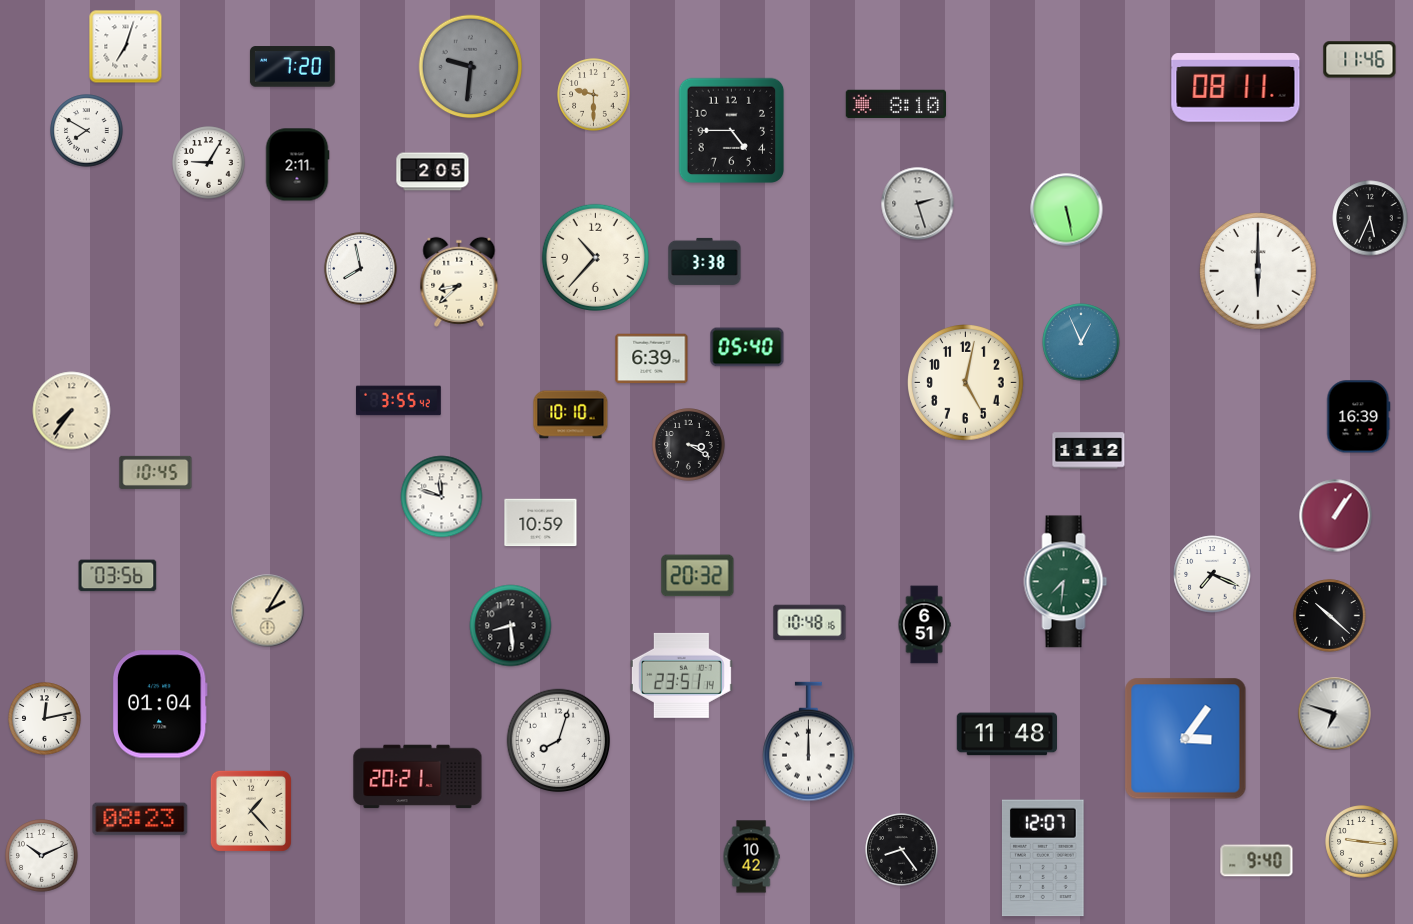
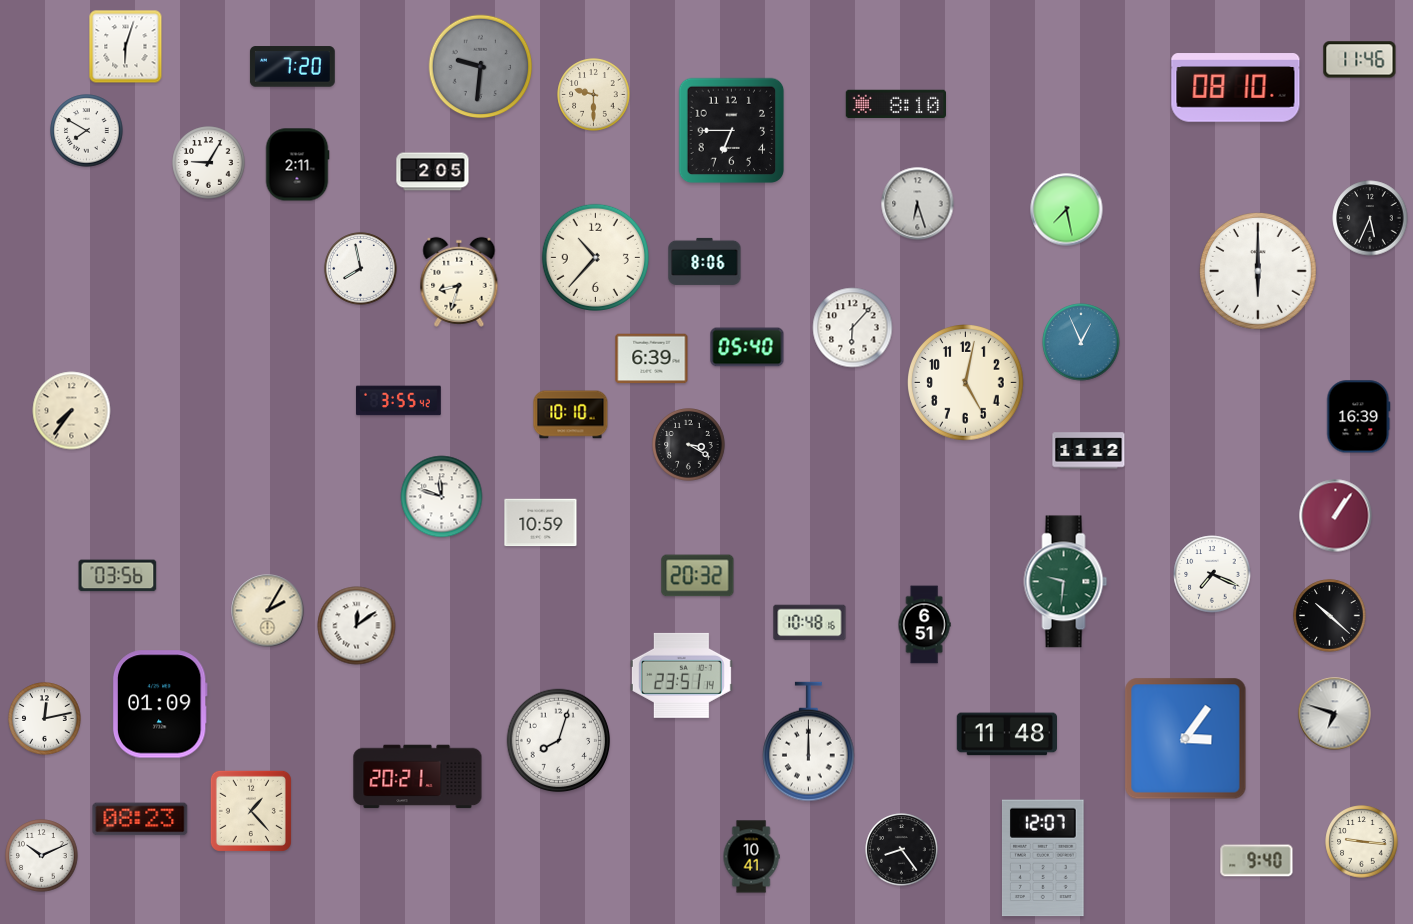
clock at (126, 47): 7:03 -> 6:03
clock at (471, 67) position: (471, 67) -> (481, 67)
clock at (1236, 88): 08:11 -> 08:10
clock at (732, 131): 4:45 -> 6:45
clock at (918, 204): 2:27 -> 6:27
clock at (1067, 210): 5:28 -> 7:28
clock at (705, 261): 3:38 -> 8:06
clock at (459, 282): 8:38 -> 8:33
clock at (853, 328): none -> 6:07
clock at (156, 472): 10:45 -> none
clock at (1066, 582): 7:31 -> 9:31
clock at (357, 626): none -> 12:09
clock at (511, 626): 8:29 -> none
clock at (160, 704): 01:04 -> 01:09
clock at (751, 857): 10:42 -> 10:41
